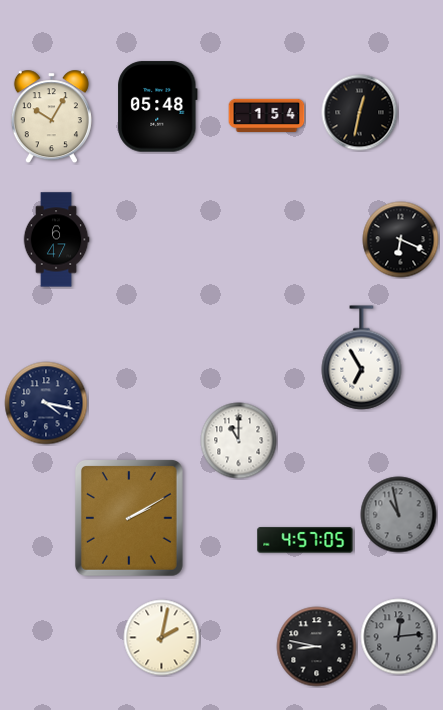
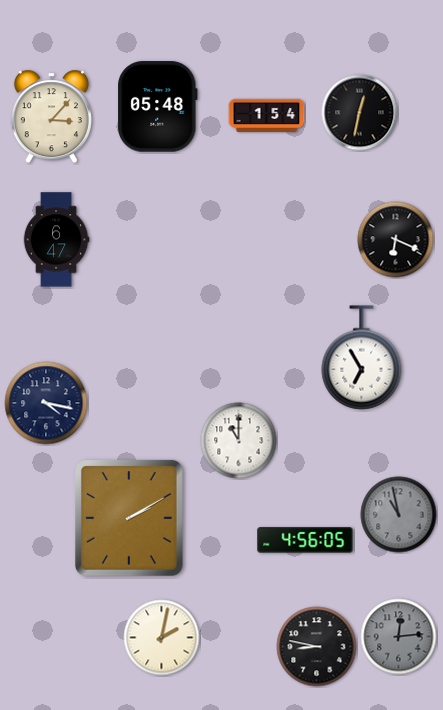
clock at (51, 117): 10:05 -> 3:07
clock at (401, 240) position: (401, 240) -> (396, 240)
clock at (305, 540): 4:57 -> 4:56
